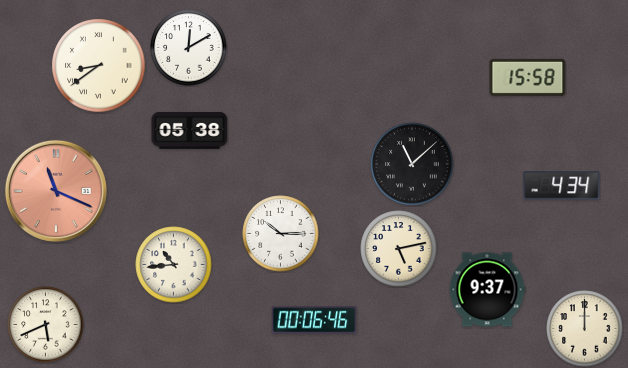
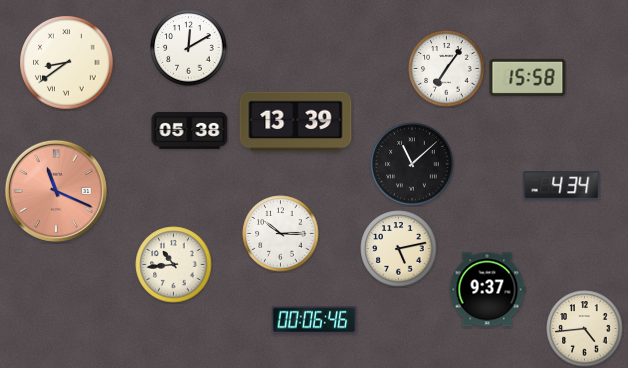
clock at (99, 66) position: (99, 66) -> (67, 63)
clock at (447, 69): none -> 7:06
clock at (296, 122): none -> 13:39
clock at (46, 325): 5:41 -> none
clock at (585, 329): 12:00 -> 4:44
